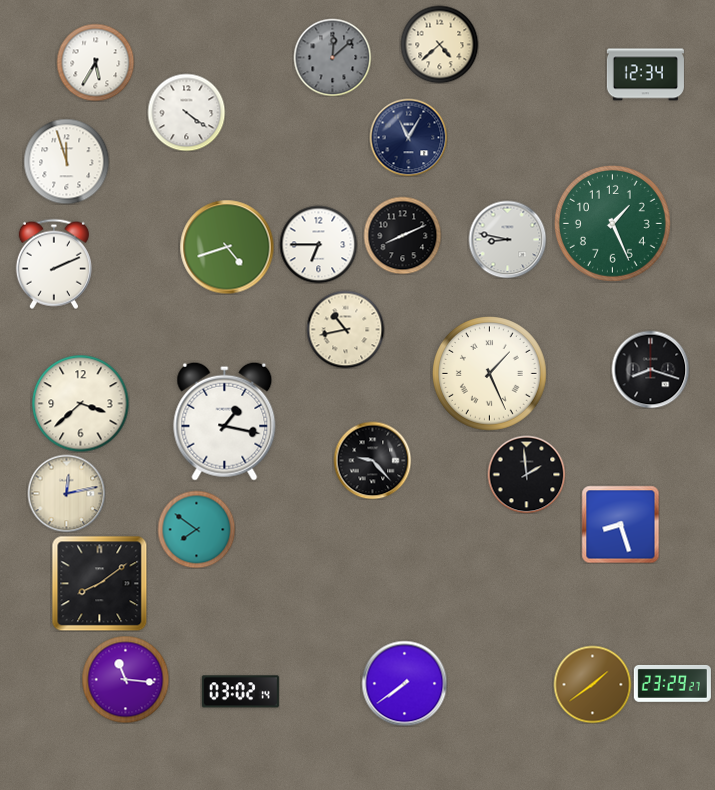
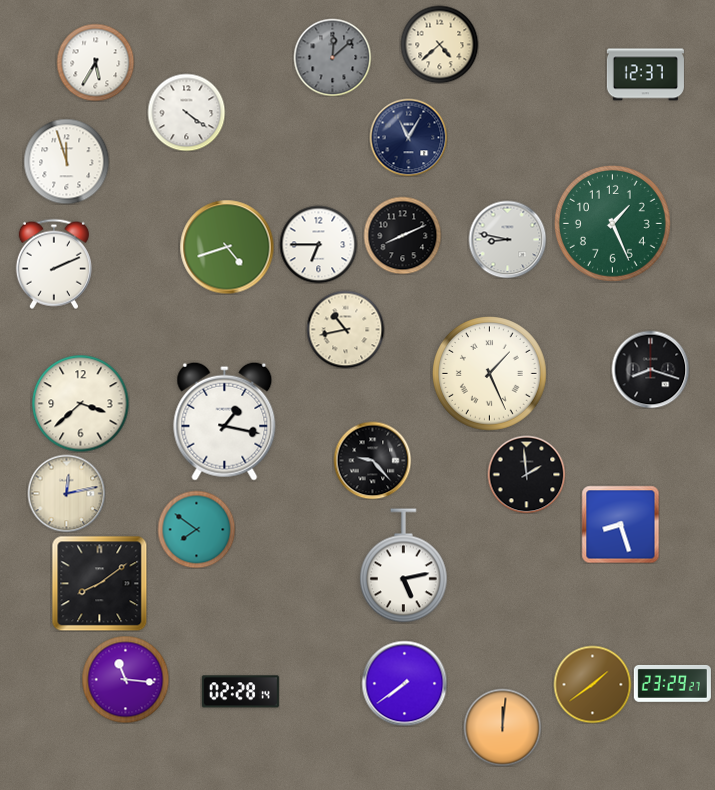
clock at (645, 75): 12:34 -> 12:37
clock at (403, 566): none -> 5:13
clock at (240, 692): 03:02 -> 02:28
clock at (502, 727): none -> 12:01
